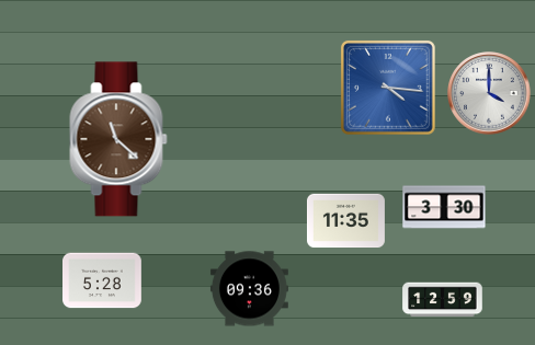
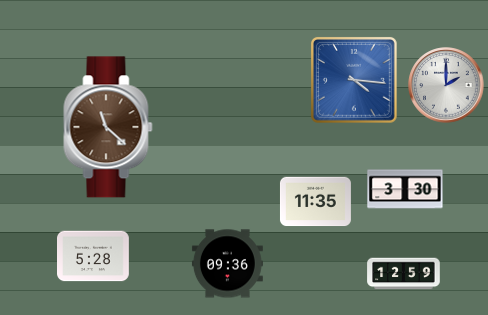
clock at (489, 93): 4:00 -> 2:00
